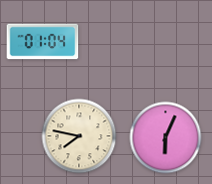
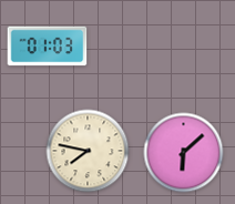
clock at (43, 42): 01:04 -> 01:03
clock at (166, 138): 6:04 -> 6:08
